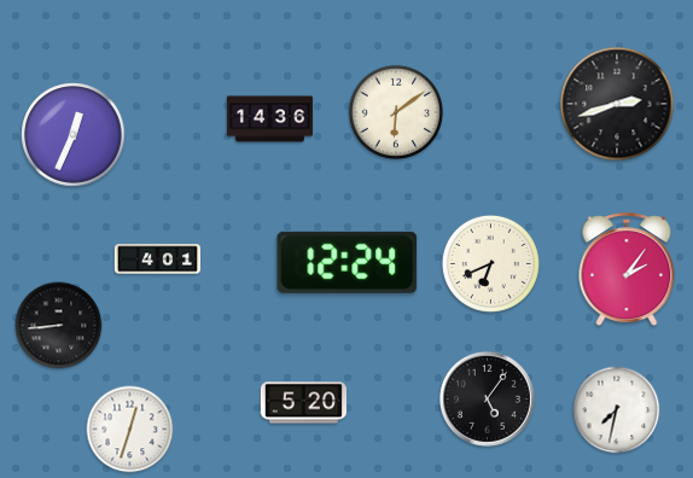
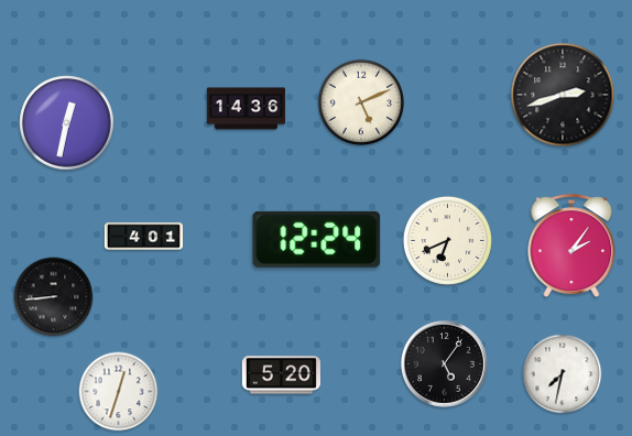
clock at (395, 111): 6:09 -> 5:11
clock at (74, 135): 12:34 -> 12:32
clock at (303, 403) position: (303, 403) -> (281, 375)
